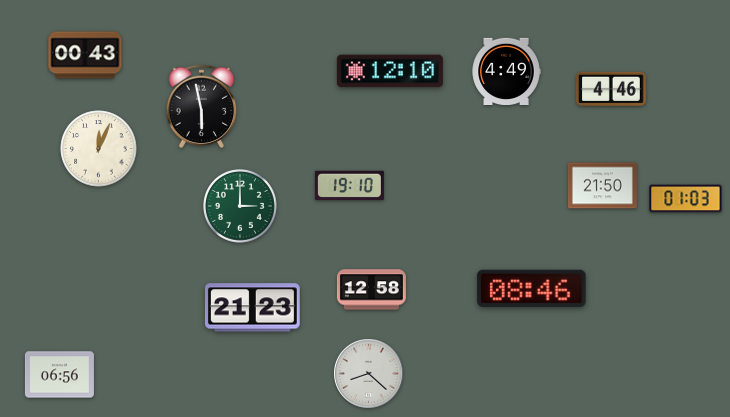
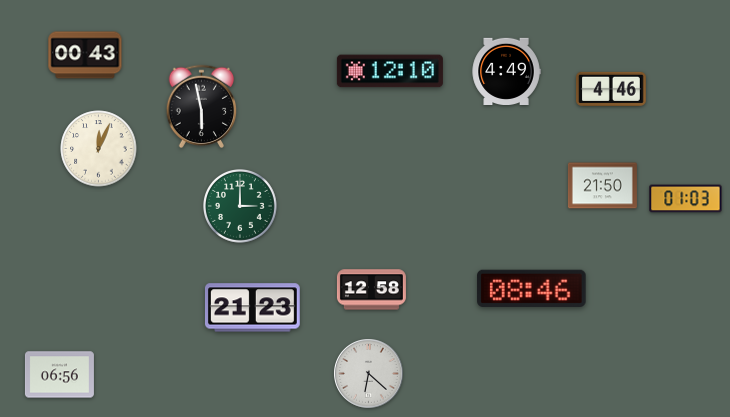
clock at (349, 186): 19:10 -> none
clock at (369, 374): 8:22 -> 6:22
